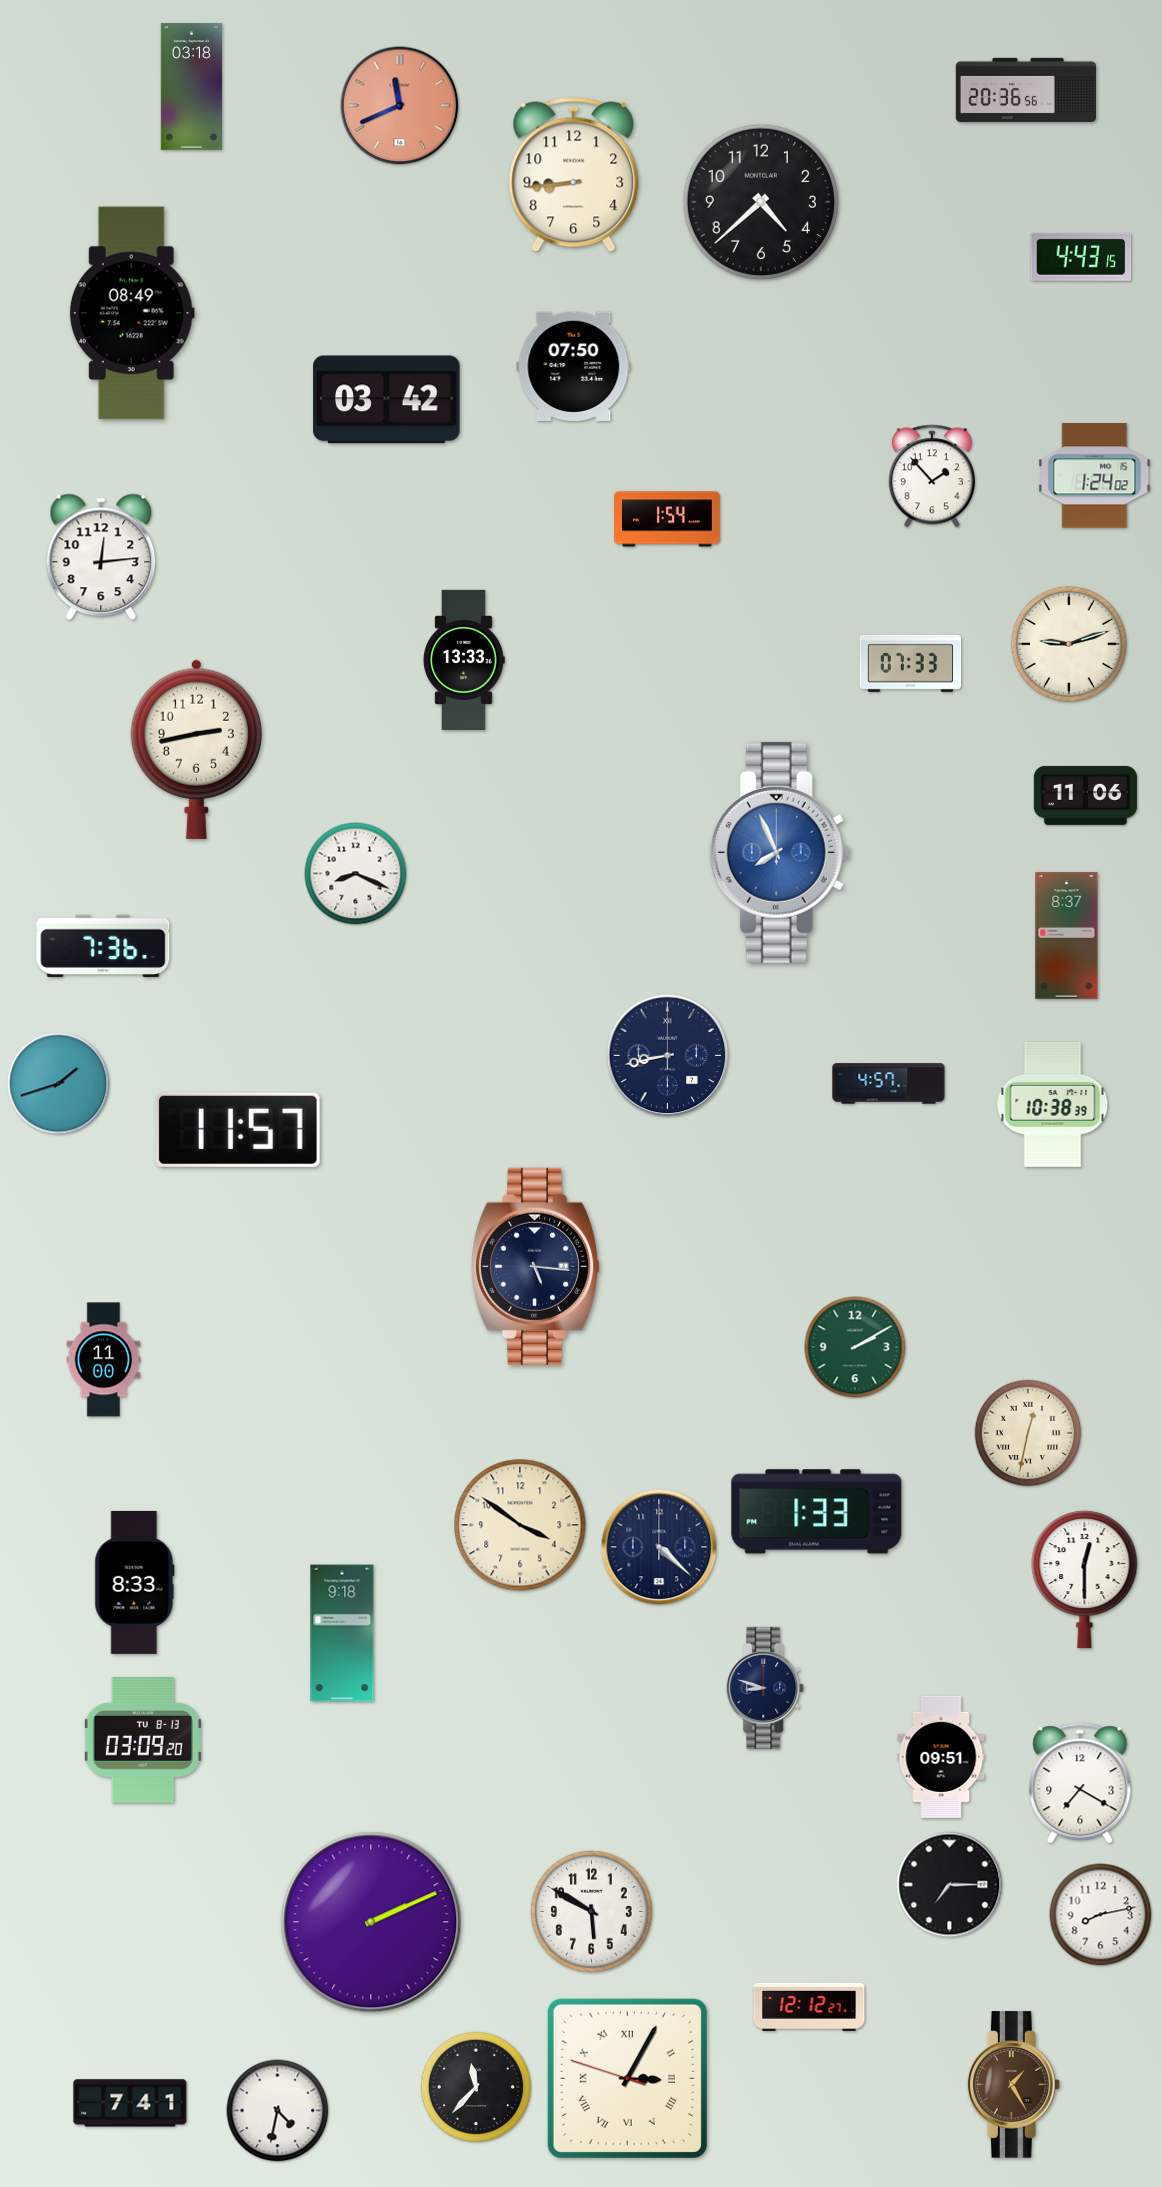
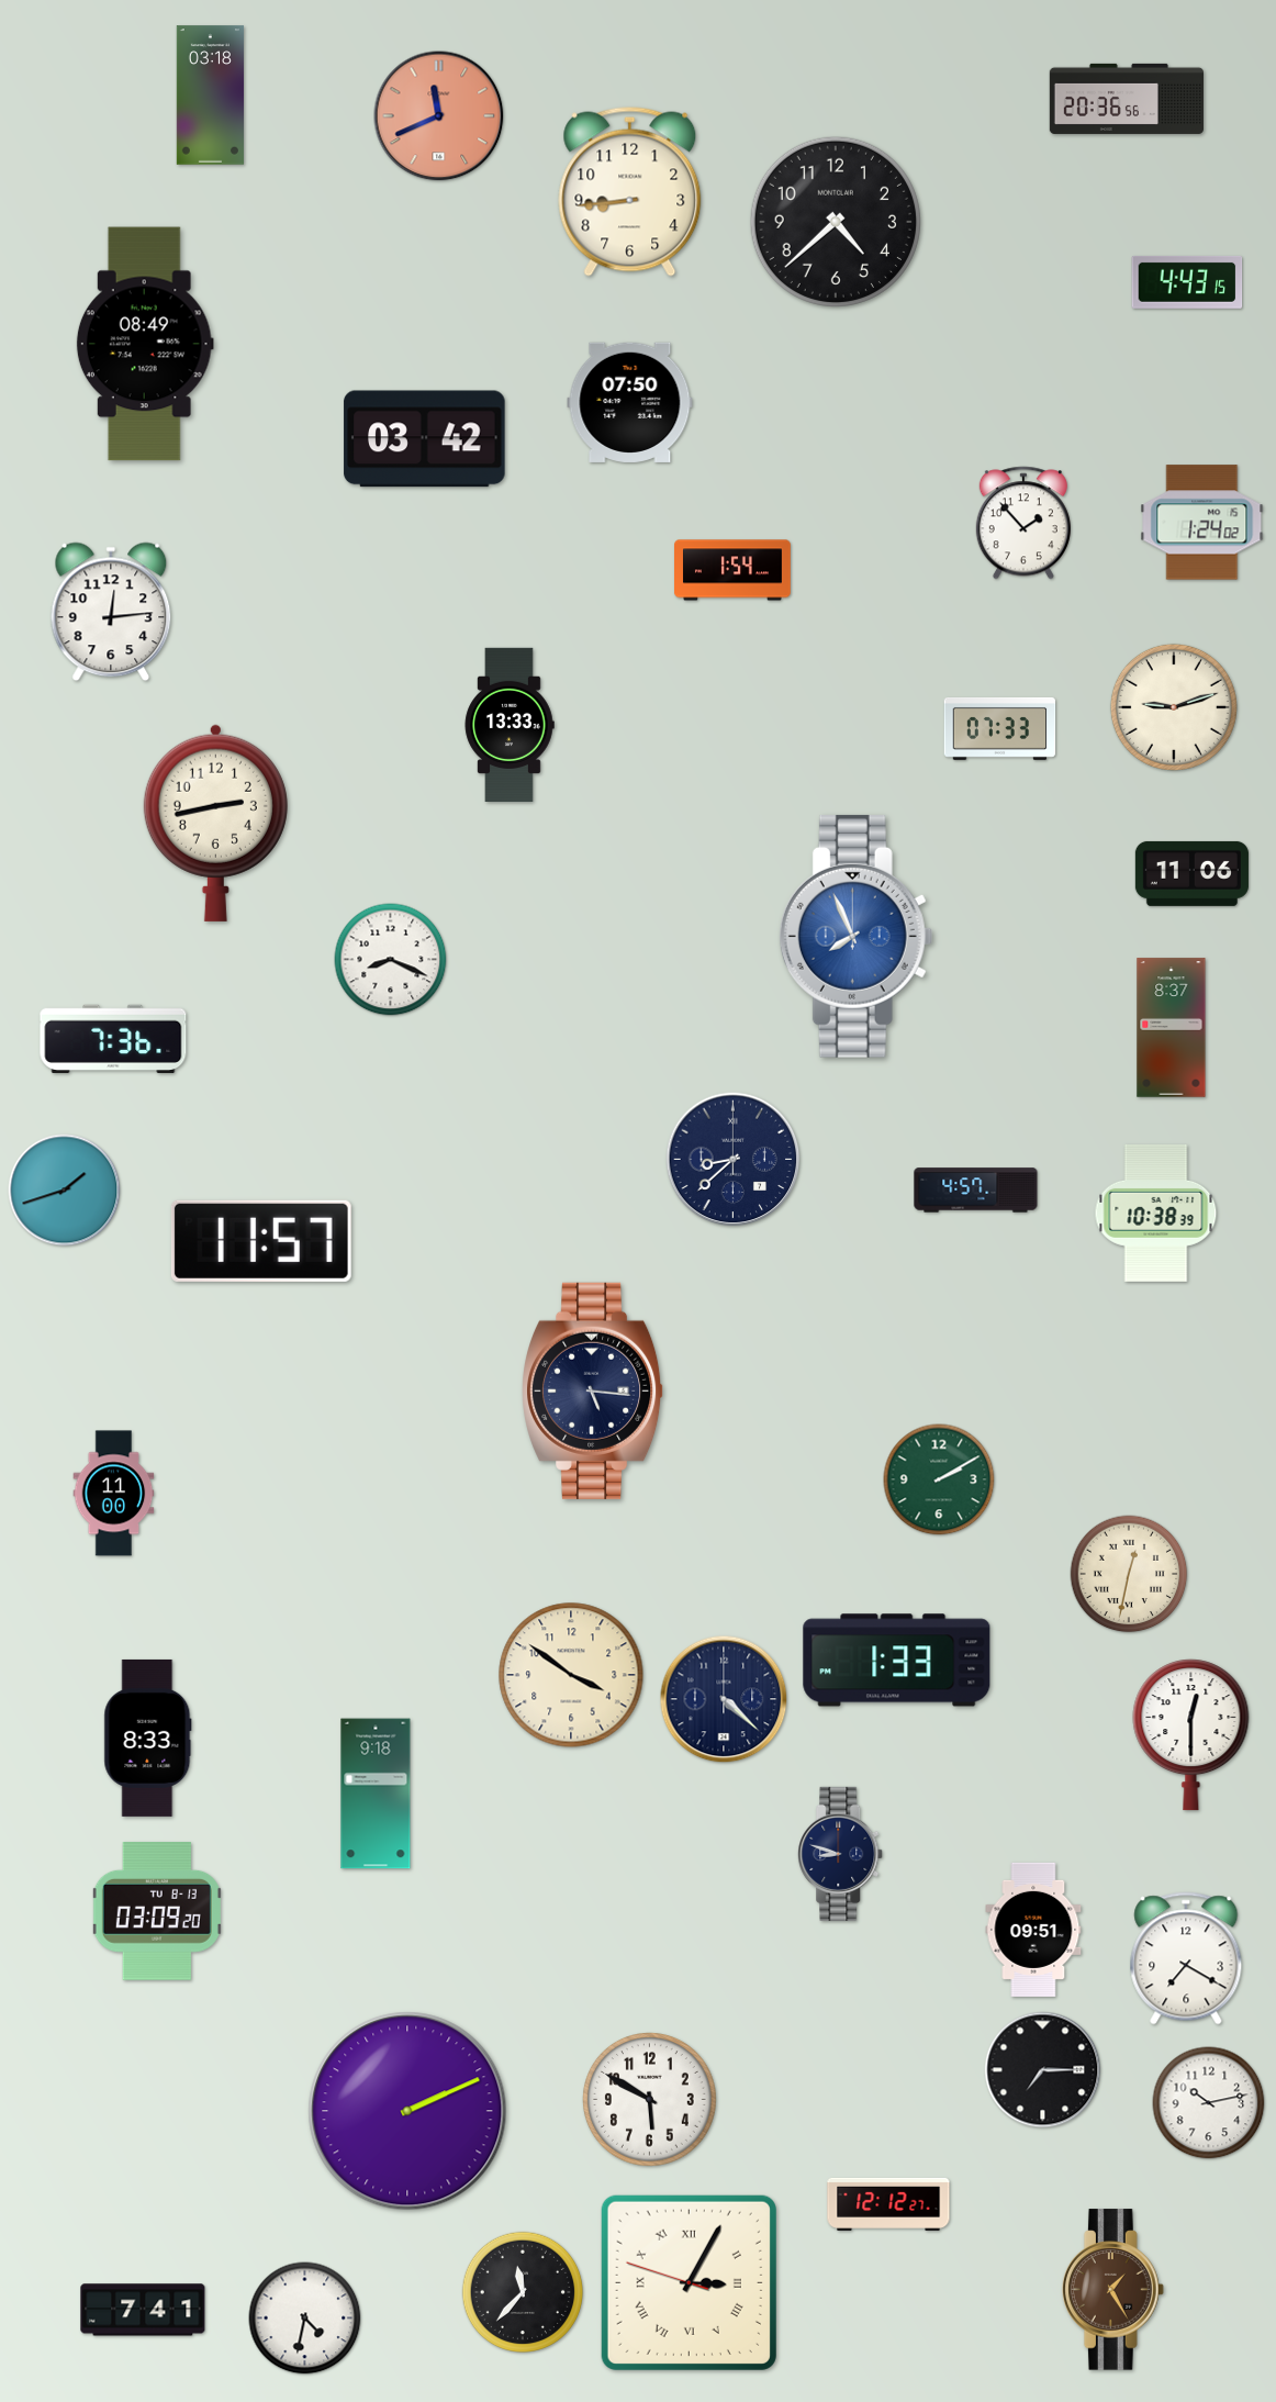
clock at (668, 1056): 8:43 -> 8:38
clock at (536, 1266) position: (536, 1266) -> (593, 1390)
clock at (1101, 1915): 8:13 -> 10:13
